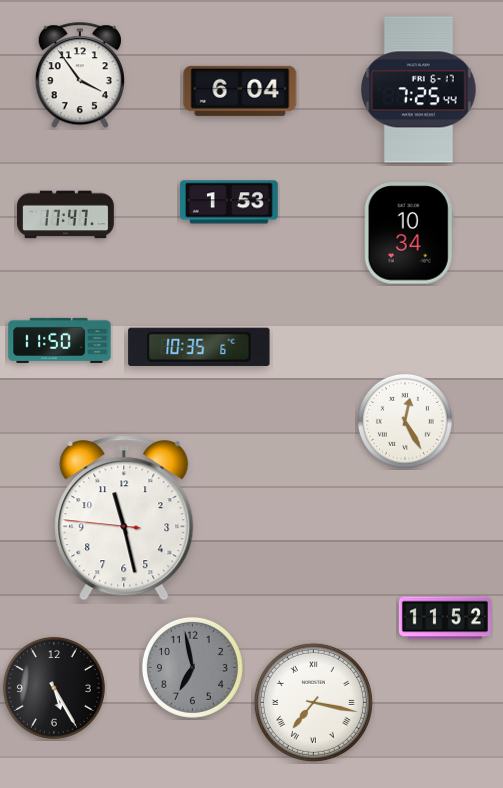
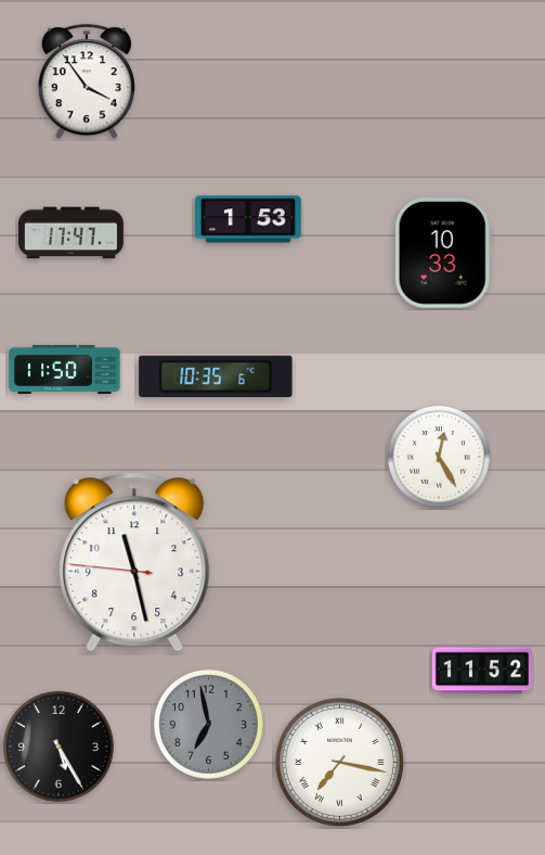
clock at (419, 90): 7:25 -> none
clock at (240, 91): 6:04 -> none
clock at (409, 233): 10:34 -> 10:33
